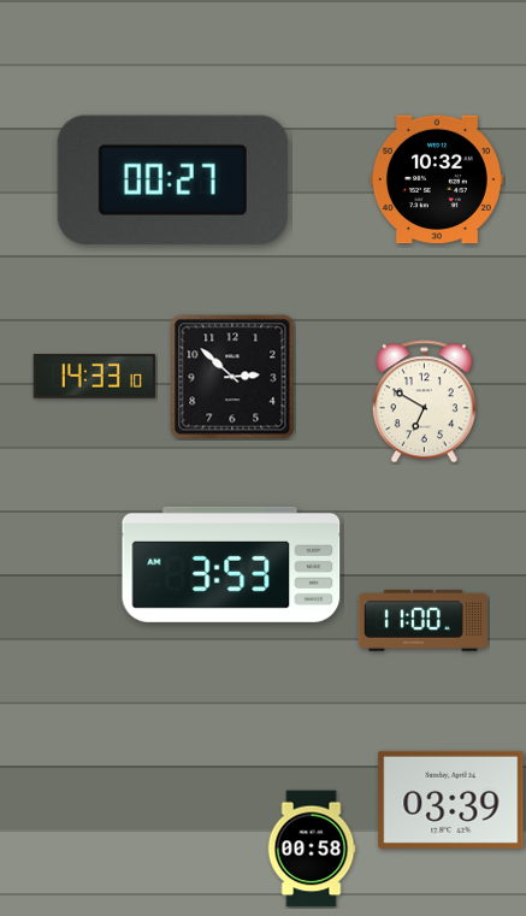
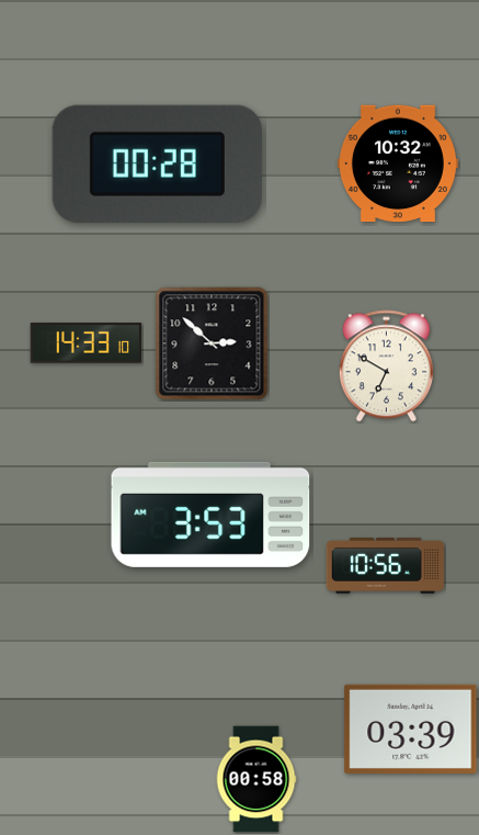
clock at (172, 179): 00:27 -> 00:28
clock at (422, 620): 11:00 -> 10:56
clock at (312, 849) position: (312, 849) -> (256, 779)
